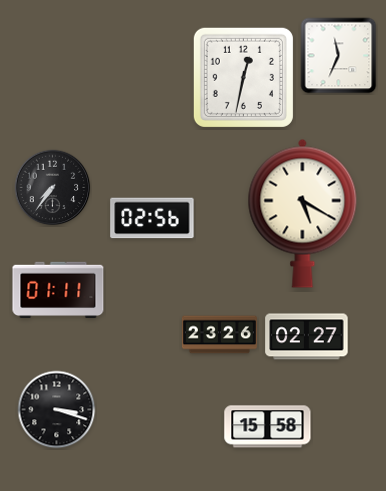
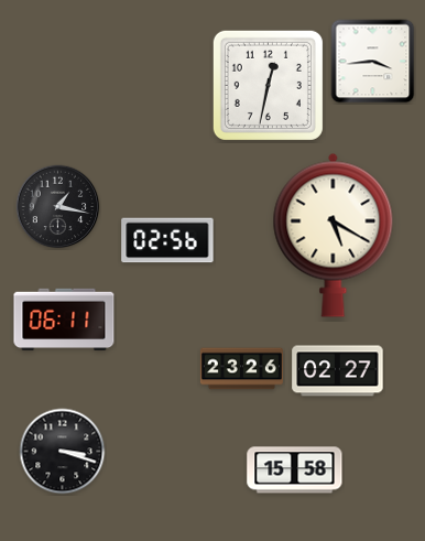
clock at (339, 56): 11:34 -> 3:44
clock at (53, 188): 7:36 -> 1:17
clock at (58, 290): 01:11 -> 06:11
